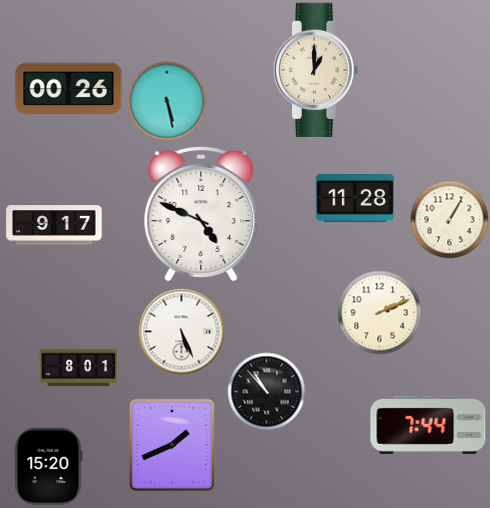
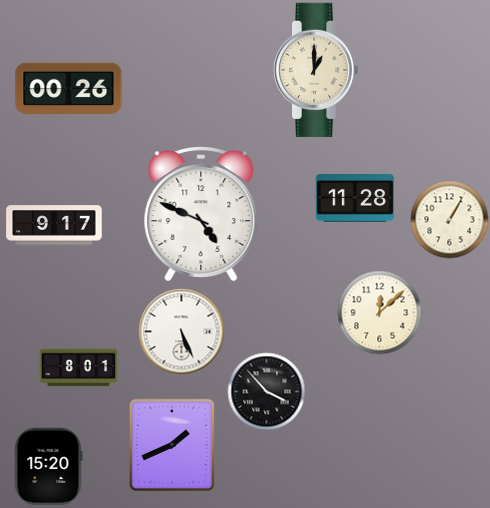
clock at (167, 101): 5:28 -> none
clock at (379, 312): 2:11 -> 12:08
clock at (266, 391): 10:53 -> 3:53
clock at (428, 425): 7:44 -> none
